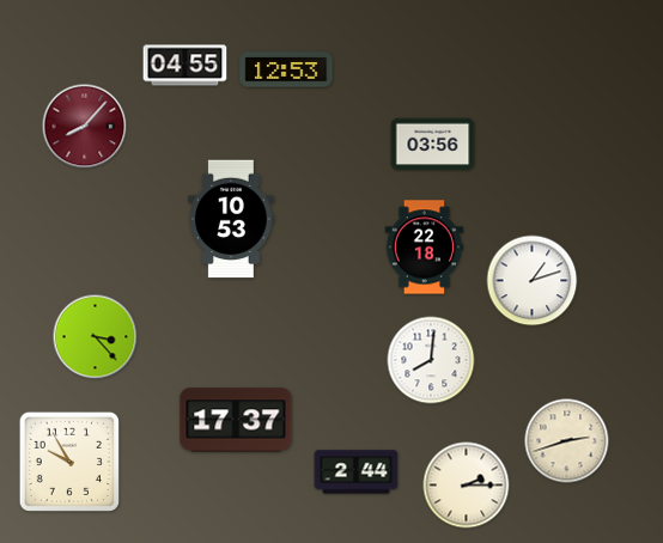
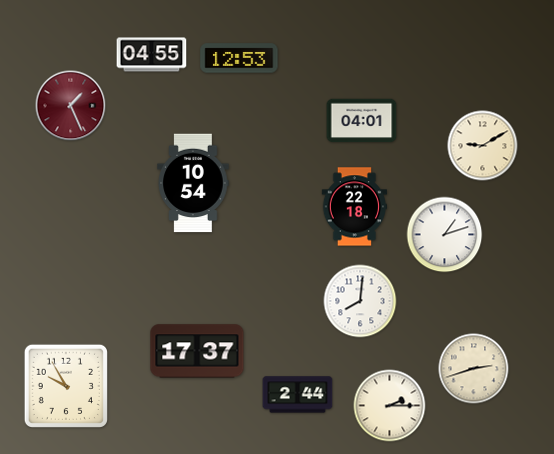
clock at (185, 66) position: (185, 66) -> (152, 55)
clock at (85, 127): 8:07 -> 1:26
clock at (433, 145): 03:56 -> 04:01
clock at (483, 146): none -> 9:10
clock at (231, 219): 10:53 -> 10:54
clock at (96, 337): 3:23 -> none
clock at (68, 460) position: (68, 460) -> (65, 385)
